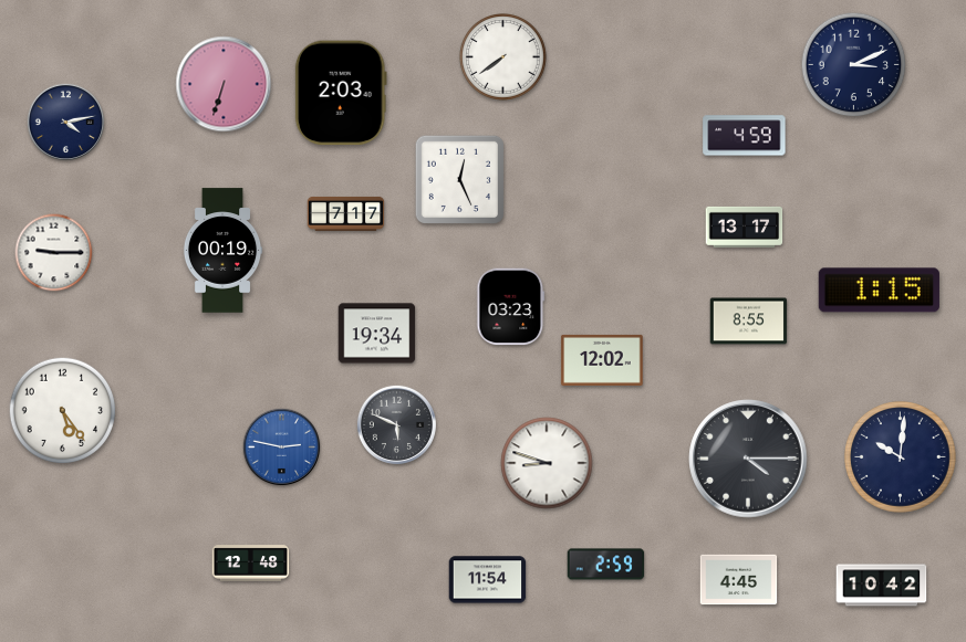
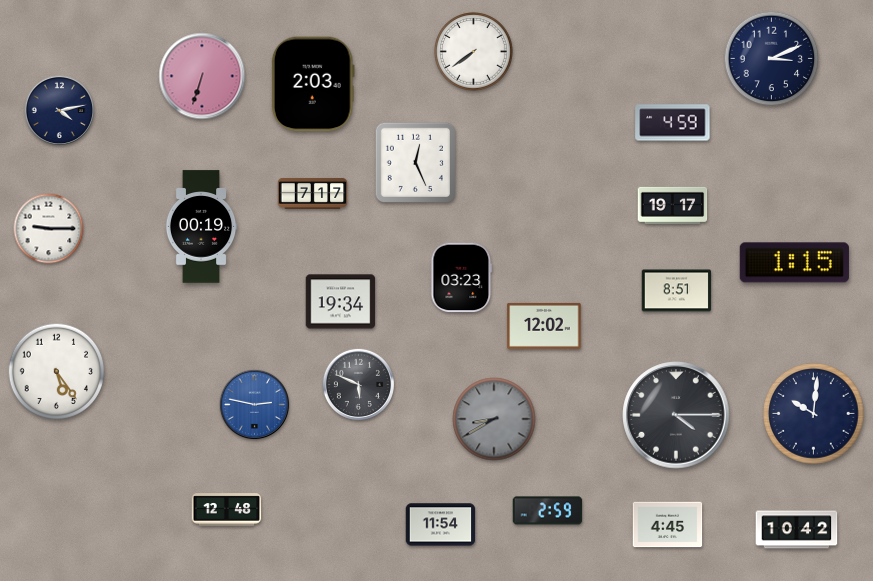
clock at (503, 57) position: (503, 57) -> (474, 52)
clock at (341, 93) position: (341, 93) -> (313, 84)
clock at (745, 227): 13:17 -> 19:17
clock at (749, 322): 8:55 -> 8:51
clock at (547, 463): 8:48 -> 8:40
clock at (547, 463) dial: white -> grey
